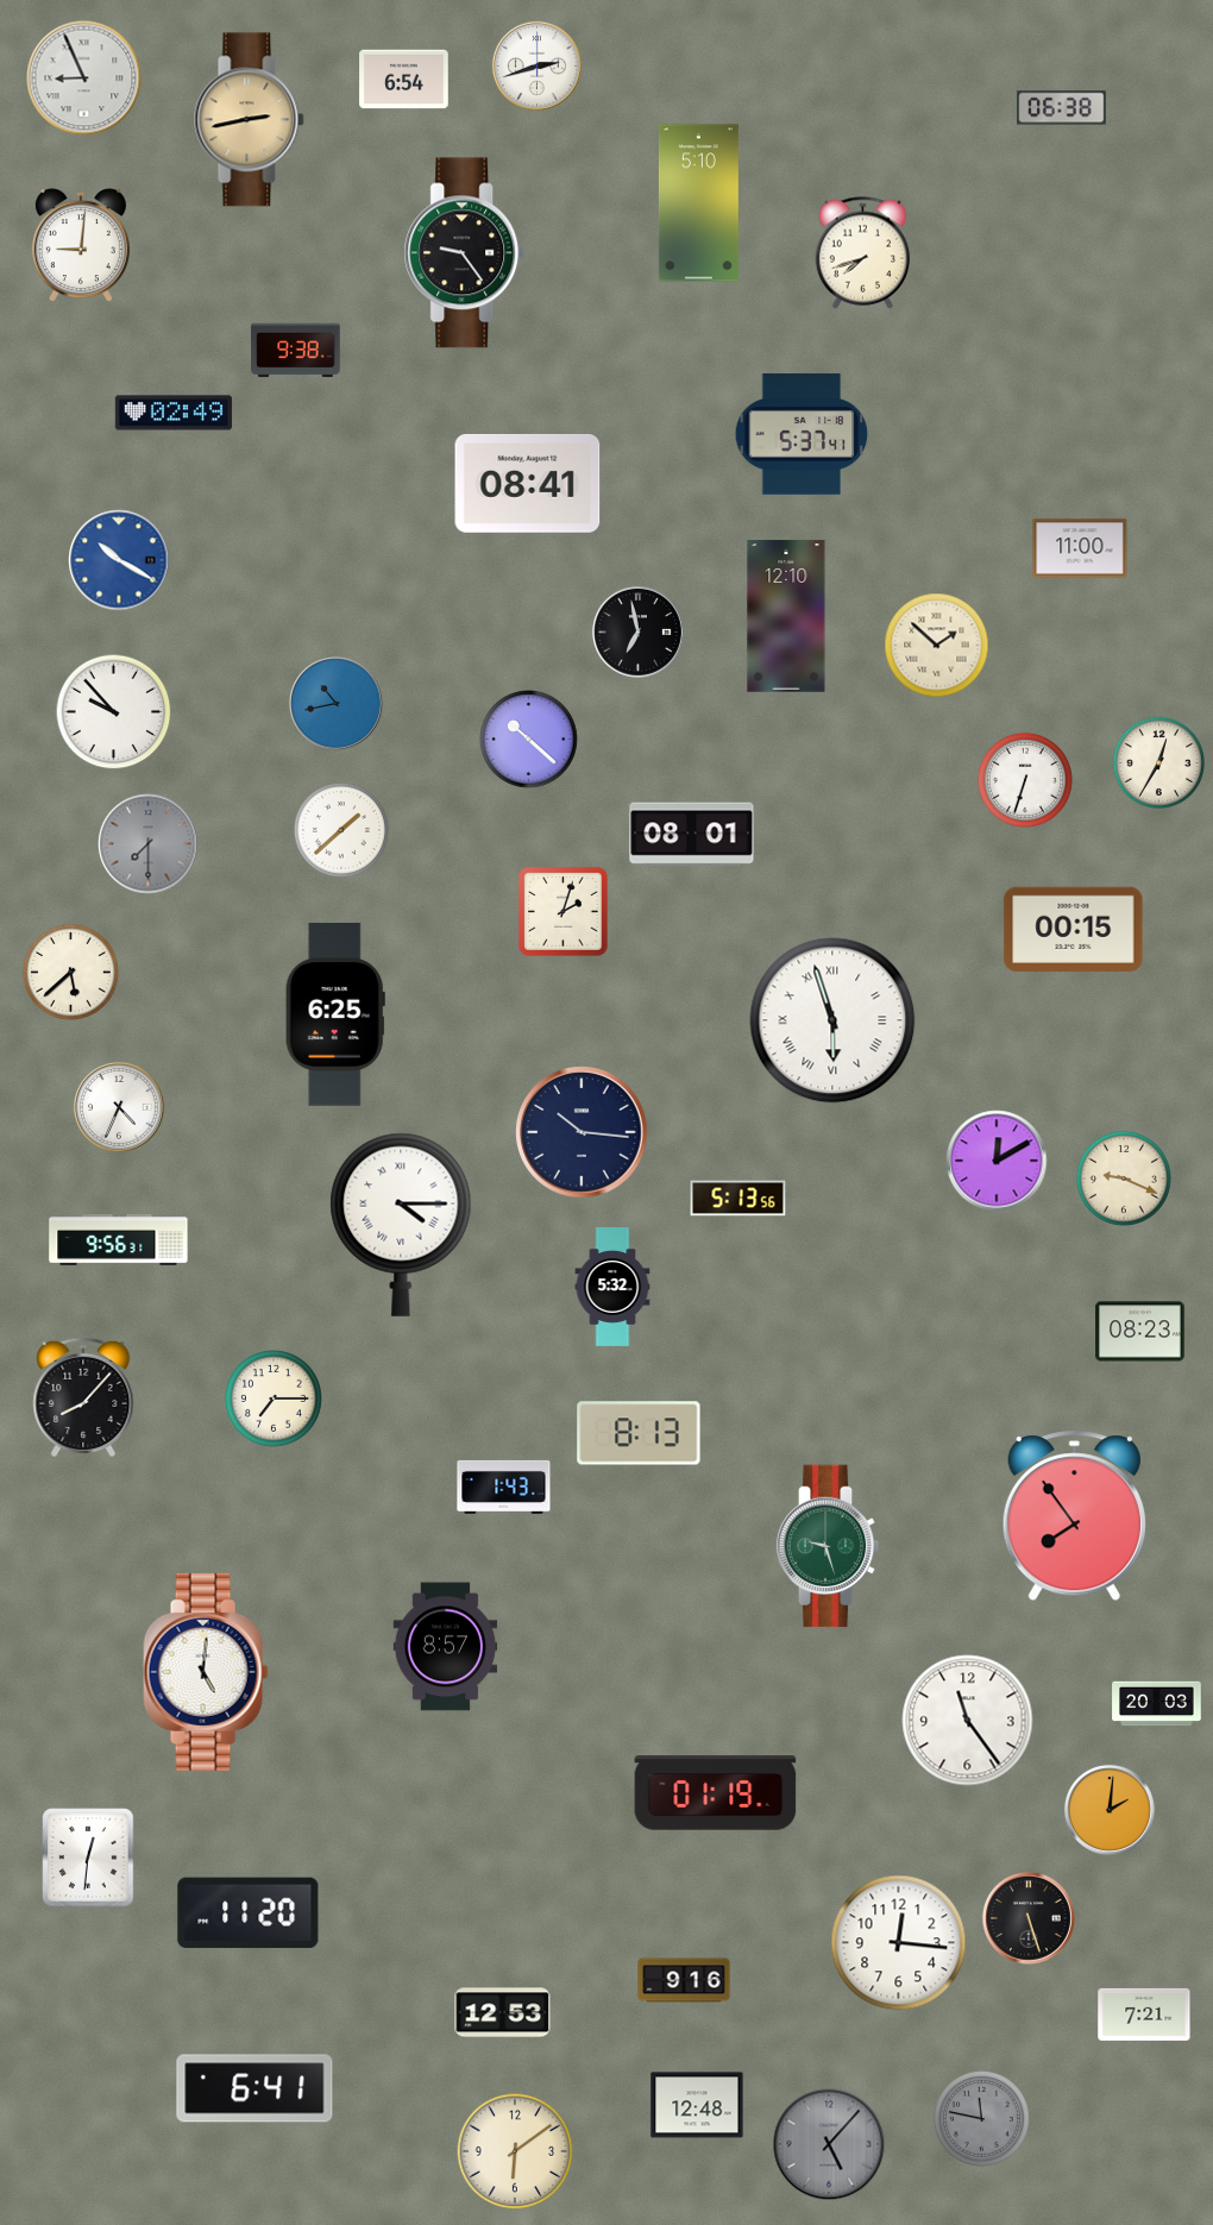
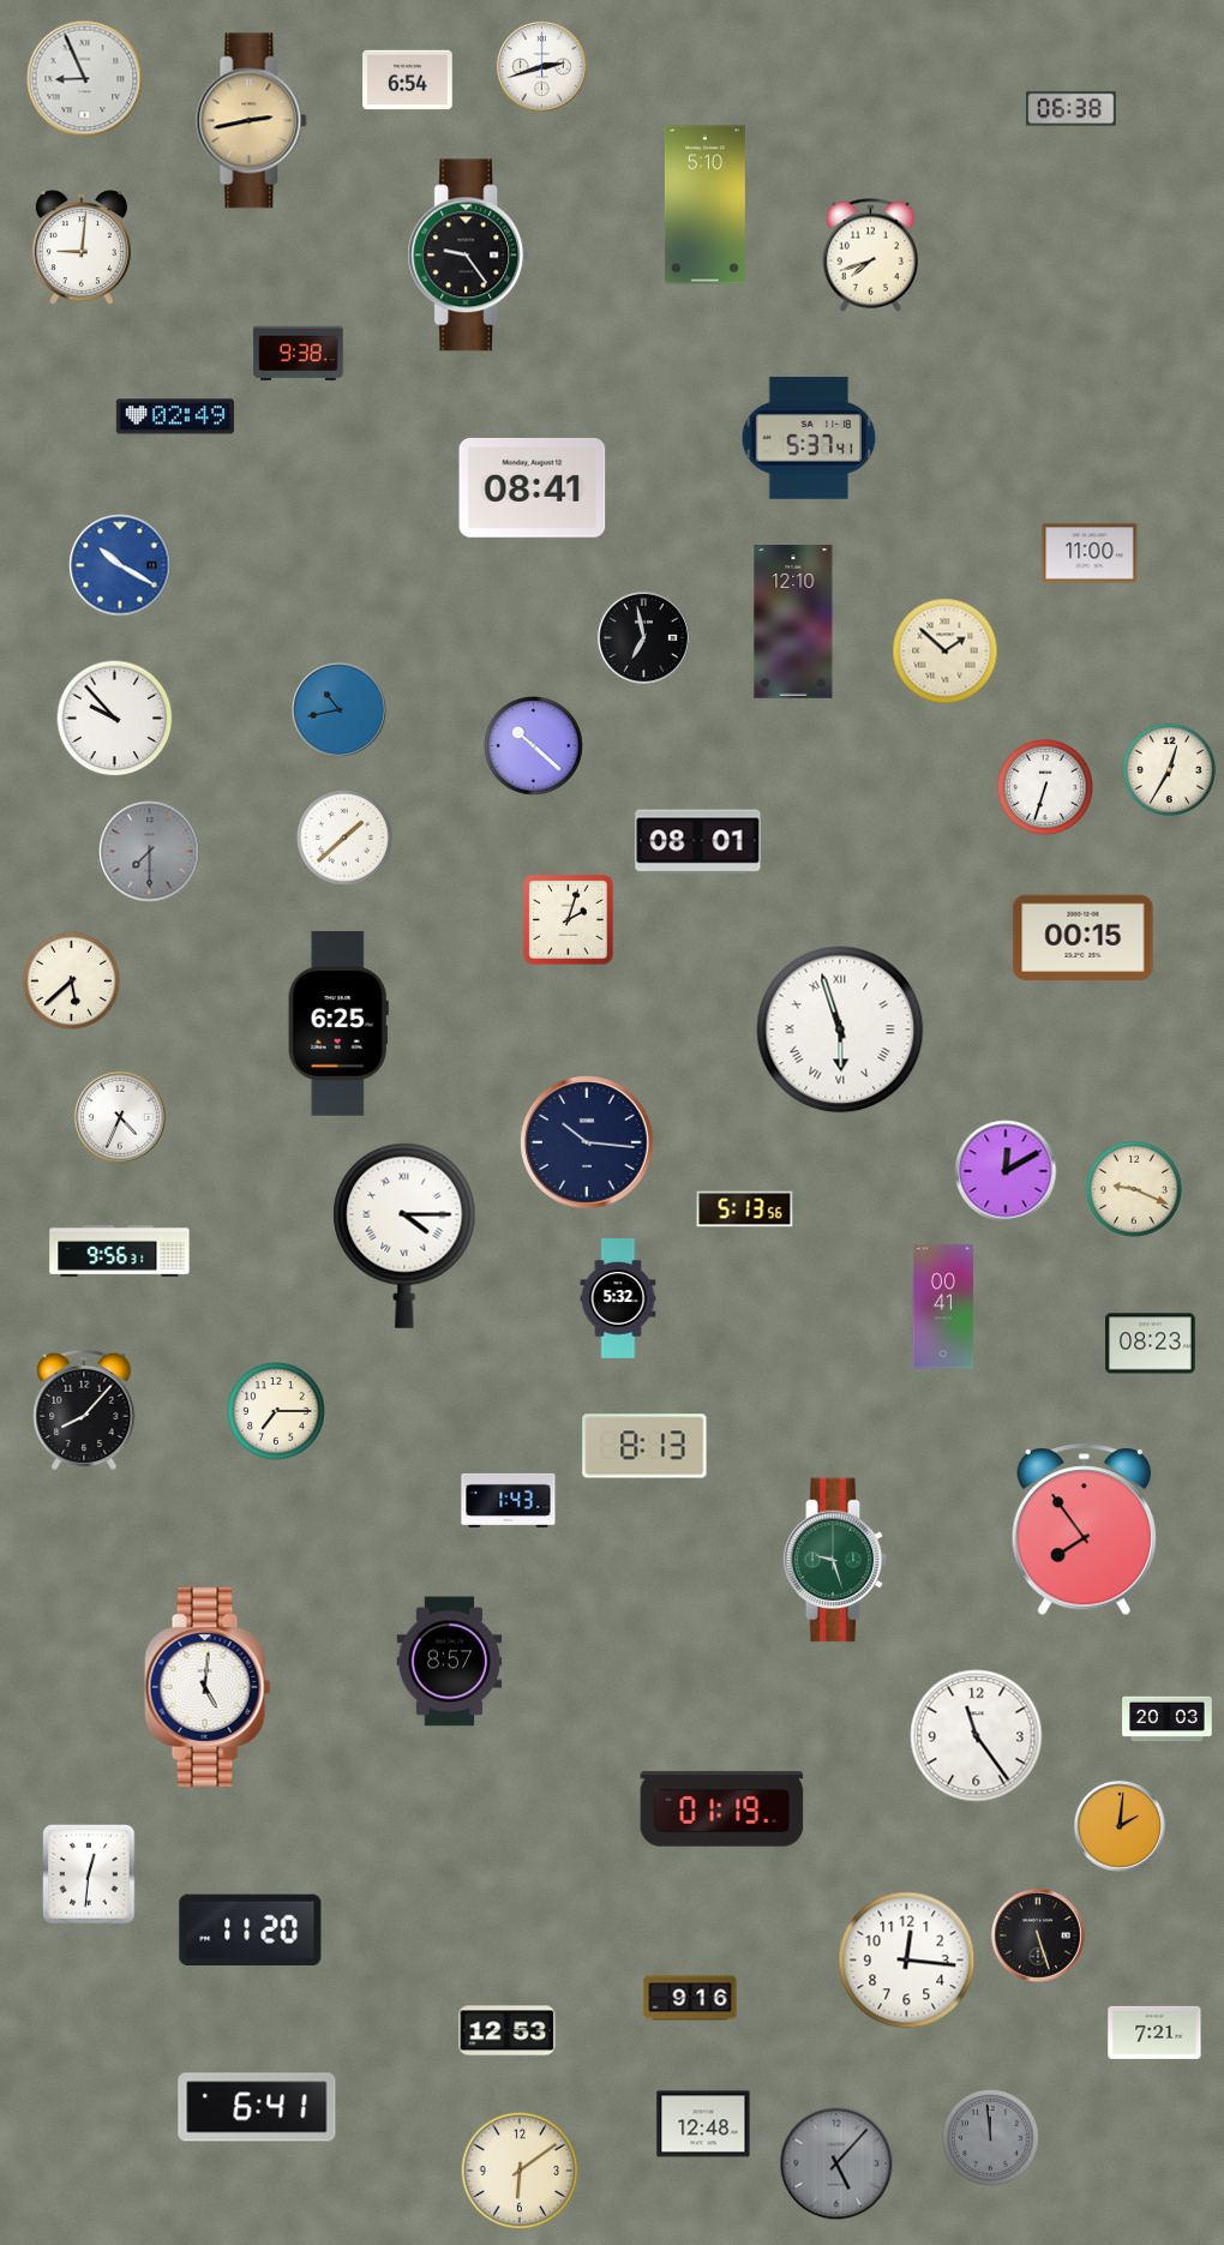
clock at (1025, 780) position: (1025, 780) -> (1045, 787)
clock at (943, 1307): none -> 00:41
clock at (981, 2118): 11:47 -> 11:59
